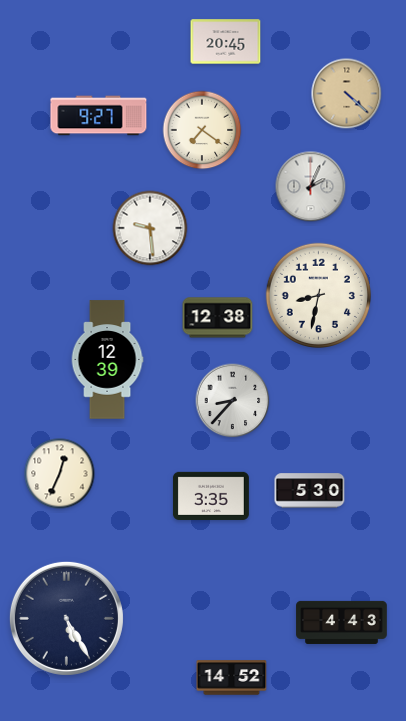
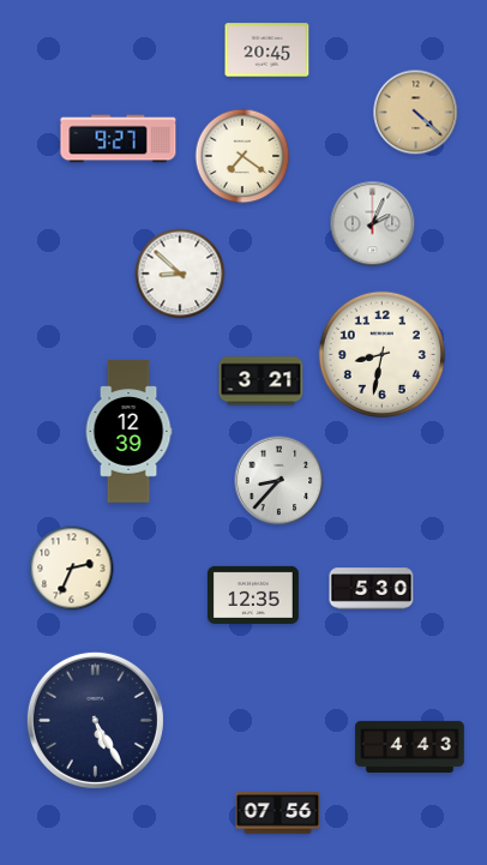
clock at (226, 42) position: (226, 42) -> (267, 50)
clock at (150, 228): 9:29 -> 8:52
clock at (218, 318): 12:38 -> 3:21
clock at (60, 474): 12:34 -> 2:34
clock at (211, 496): 3:35 -> 12:35
clock at (66, 618) position: (66, 618) -> (95, 720)
clock at (232, 678): 14:52 -> 07:56
